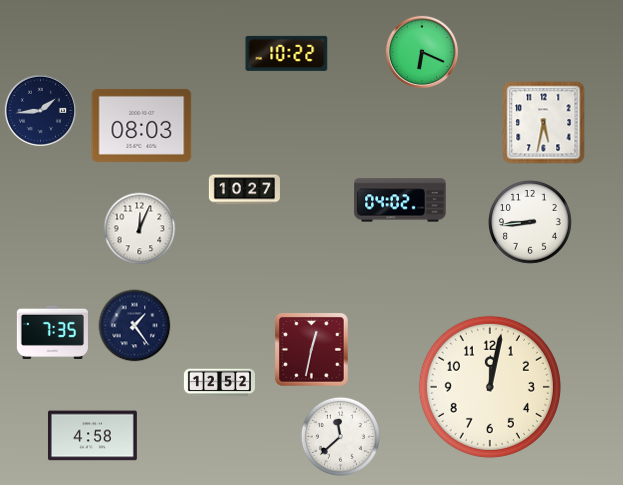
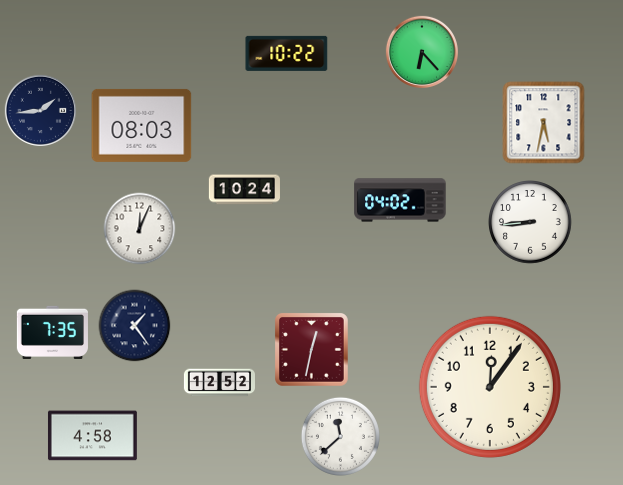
clock at (422, 52): 6:19 -> 6:23
clock at (244, 190): 10:27 -> 10:24
clock at (490, 387): 12:02 -> 12:06
